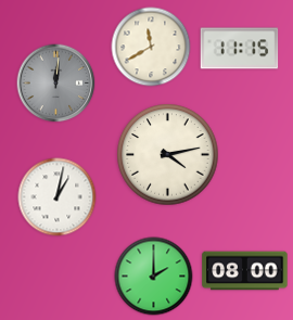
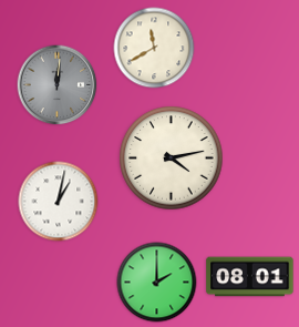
clock at (240, 49): 11:15 -> none
clock at (245, 271): 08:00 -> 08:01
